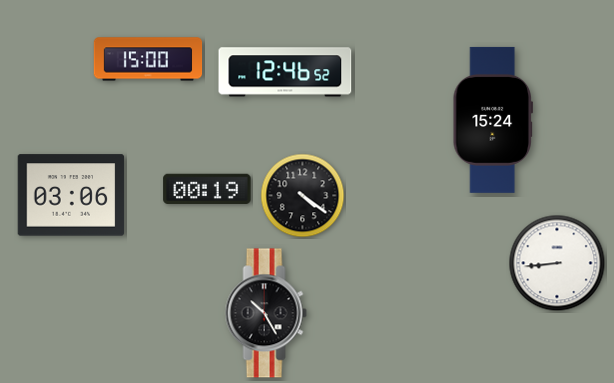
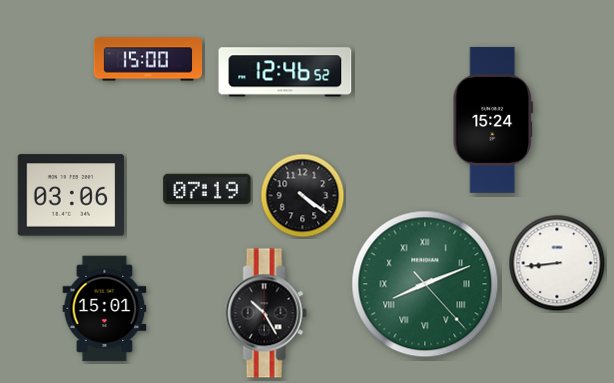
clock at (207, 188): 00:19 -> 07:19
clock at (425, 284): none -> 8:11
clock at (105, 309): none -> 15:01
